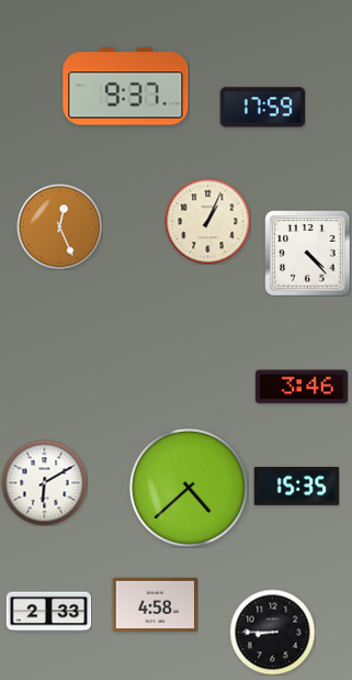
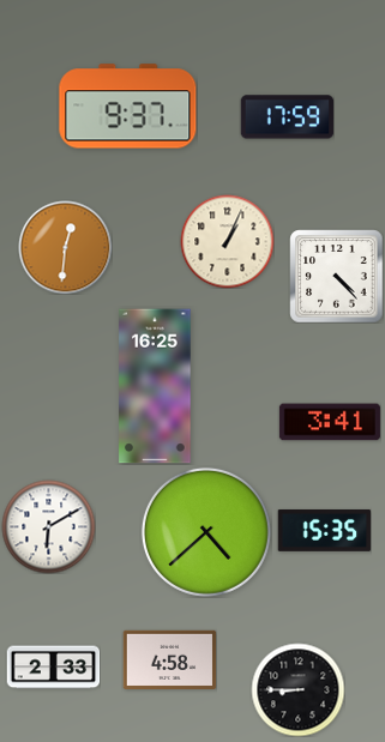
clock at (126, 87) position: (126, 87) -> (128, 107)
clock at (59, 226): 12:26 -> 12:31
clock at (155, 386): none -> 16:25
clock at (302, 387): 3:46 -> 3:41
